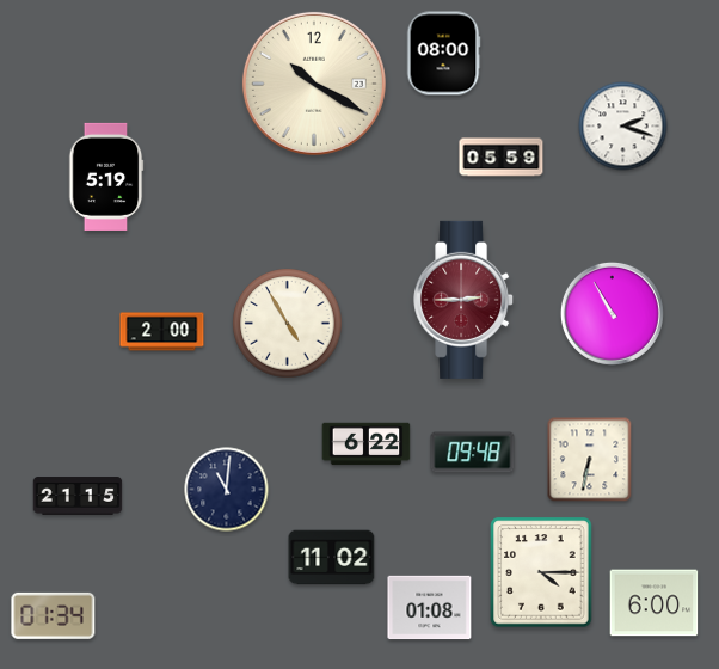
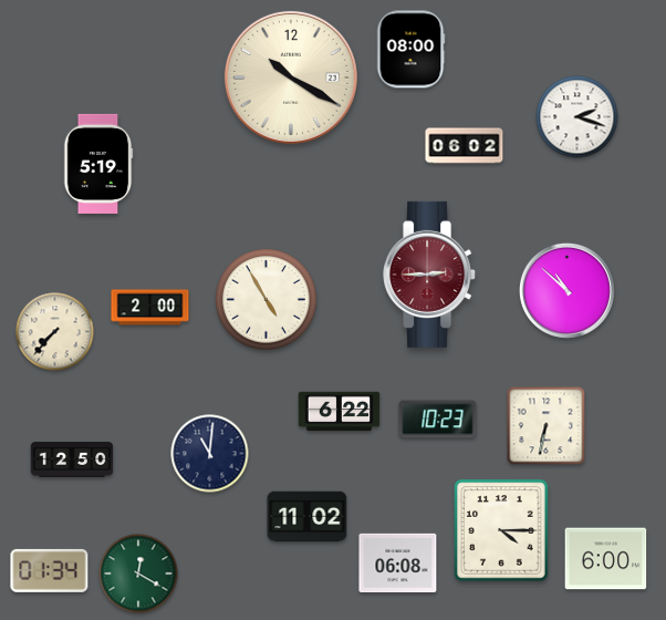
clock at (502, 158): 05:59 -> 06:02
clock at (465, 300) position: (465, 300) -> (430, 275)
clock at (612, 313): 10:55 -> 10:52
clock at (55, 332): none -> 7:37
clock at (473, 453): 09:48 -> 10:23
clock at (78, 496): 21:15 -> 12:50
clock at (430, 608): 01:08 -> 06:08
clock at (138, 573): none -> 12:20
